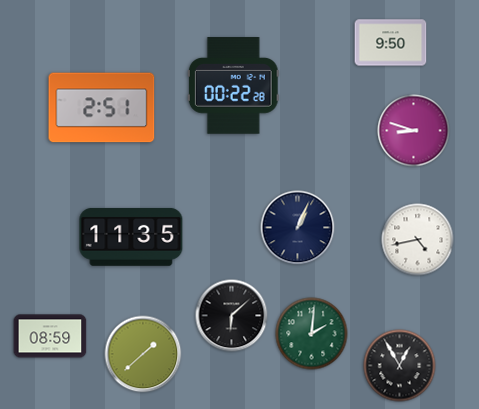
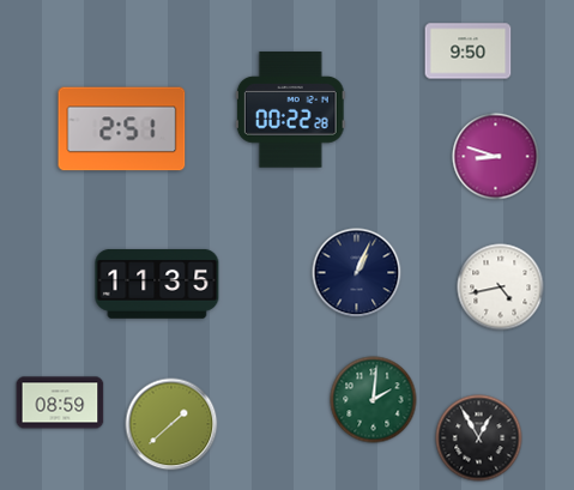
clock at (233, 86) position: (233, 86) -> (290, 110)
clock at (232, 316): 6:08 -> none
